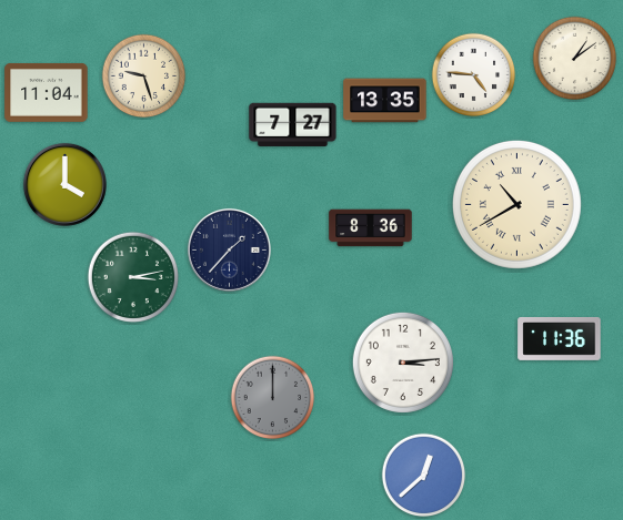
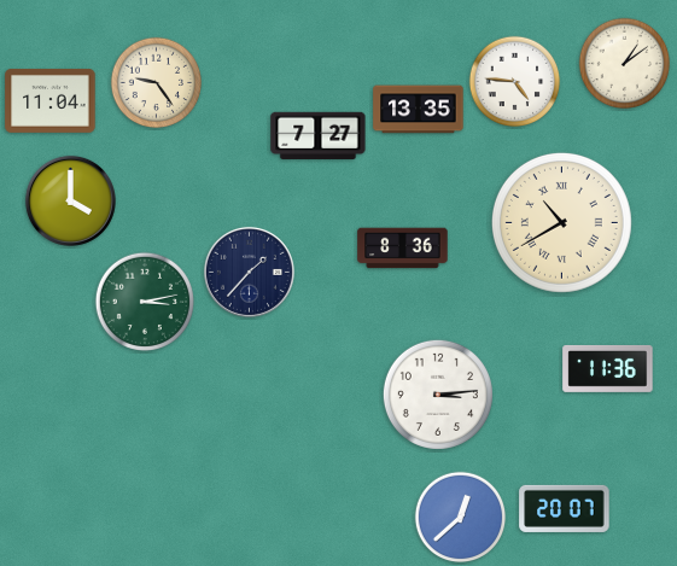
clock at (144, 77): 9:27 -> 9:24
clock at (273, 398): 12:00 -> none
clock at (565, 508): none -> 20:07
